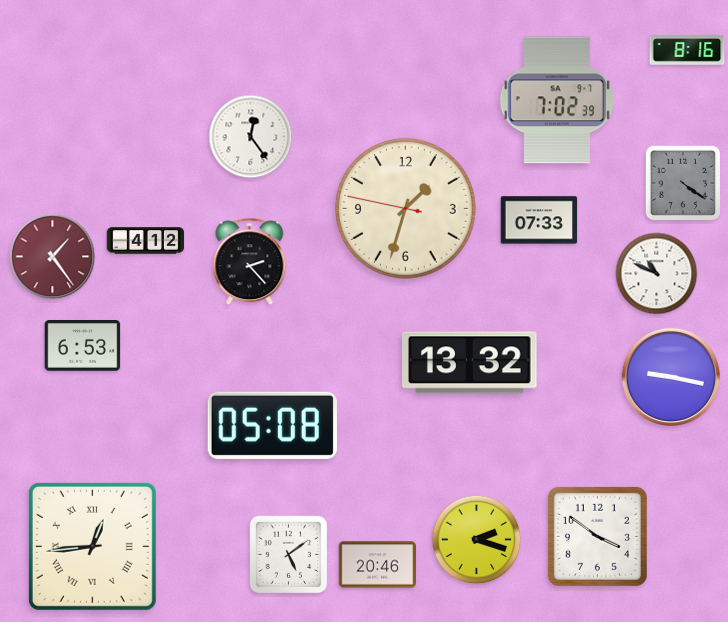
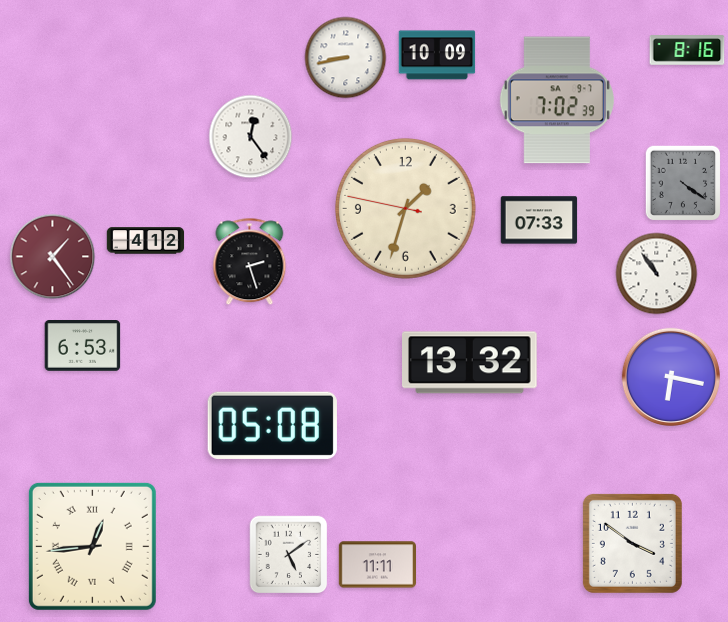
clock at (437, 55): none -> 10:09
clock at (346, 58): none -> 8:43
clock at (250, 262): 2:23 -> 2:27
clock at (657, 274): 10:49 -> 10:54
clock at (671, 377): 9:17 -> 6:17
clock at (597, 536) position: (597, 536) -> (632, 543)
clock at (477, 540): 2:18 -> none
clock at (378, 565): 20:46 -> 11:11
